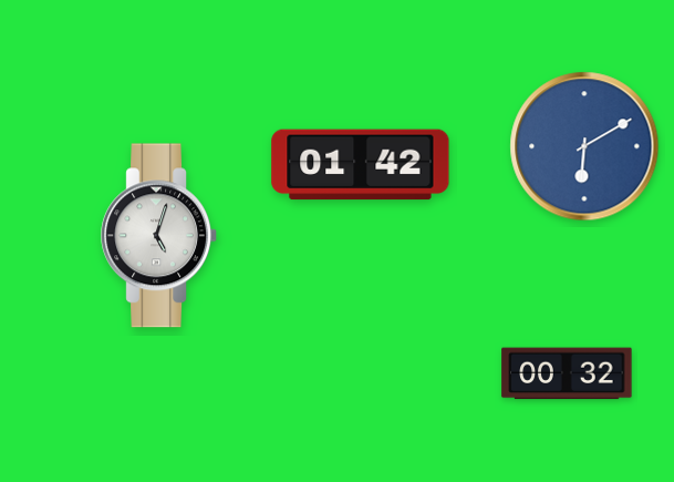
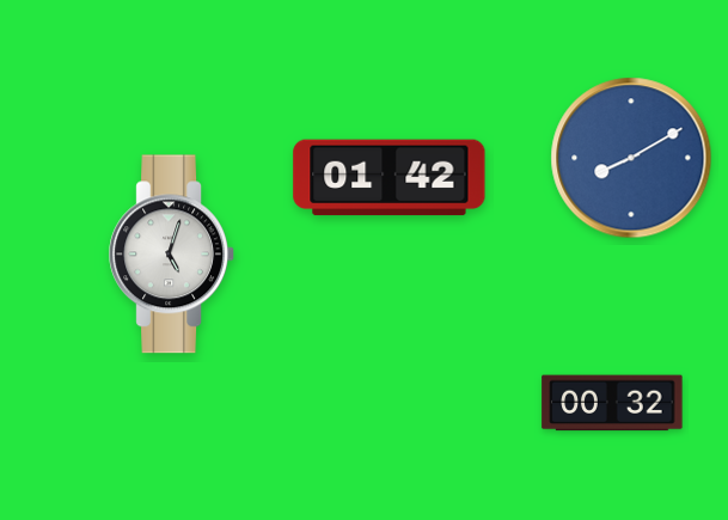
clock at (584, 146): 6:10 -> 8:10
